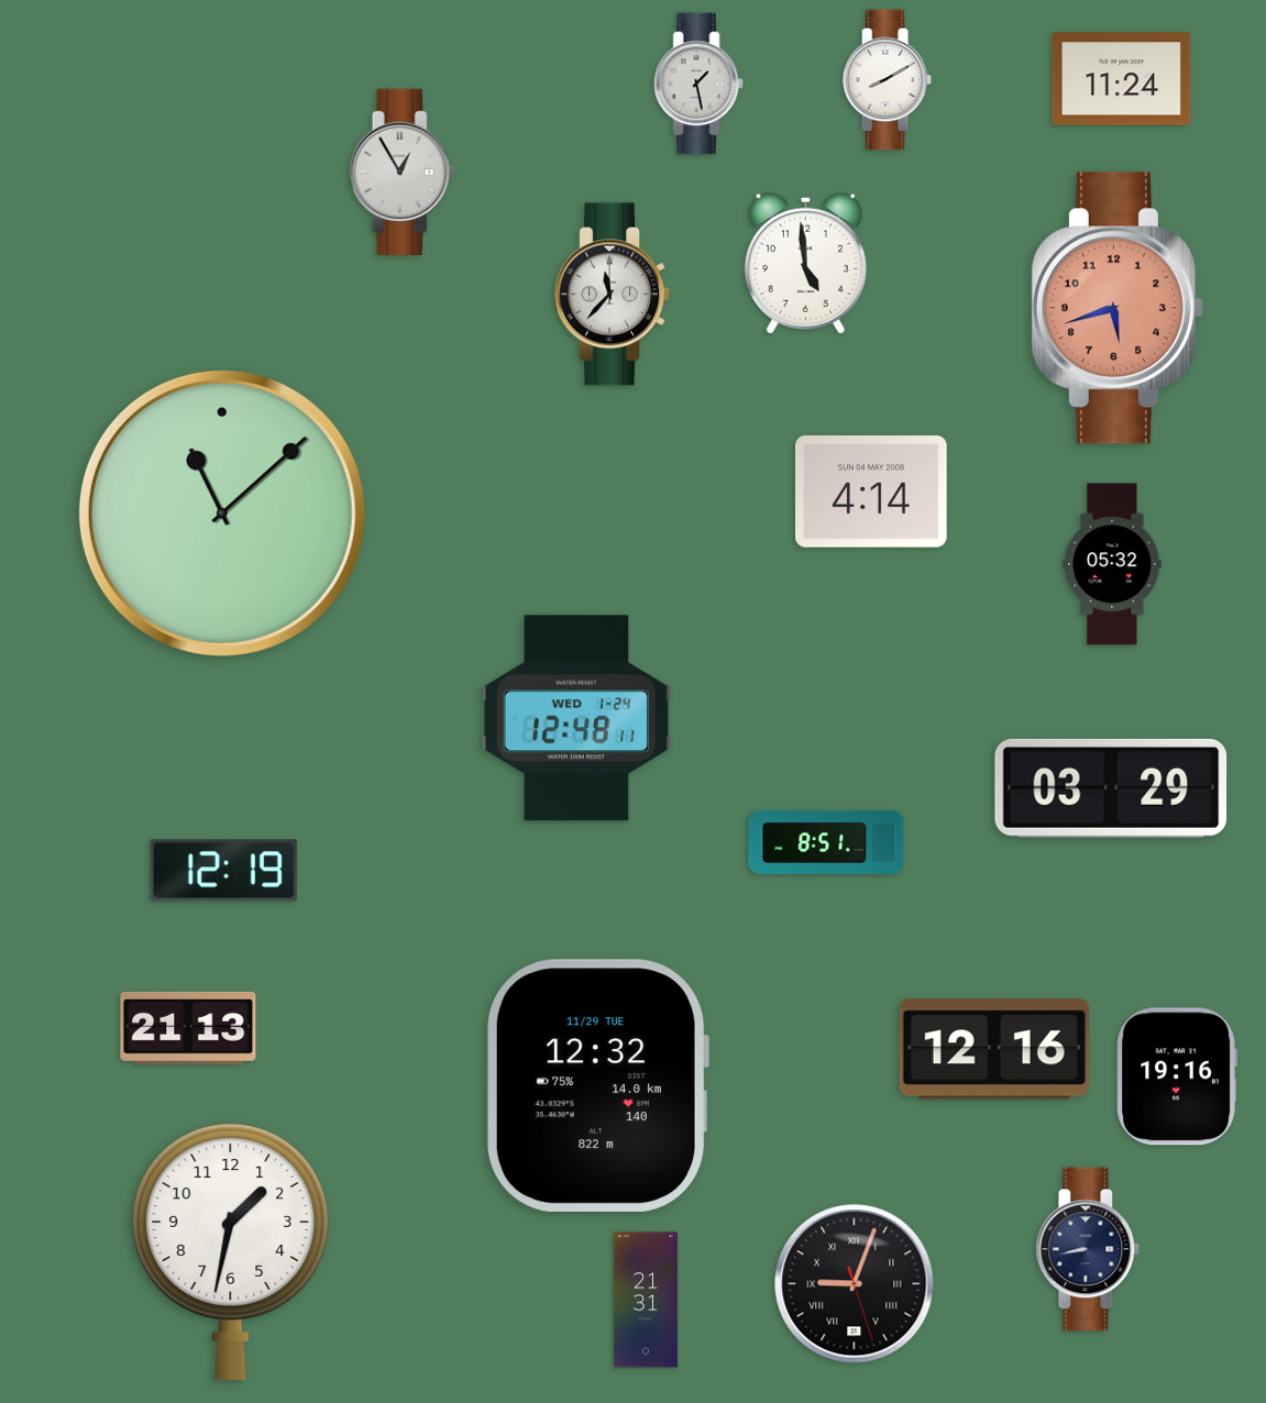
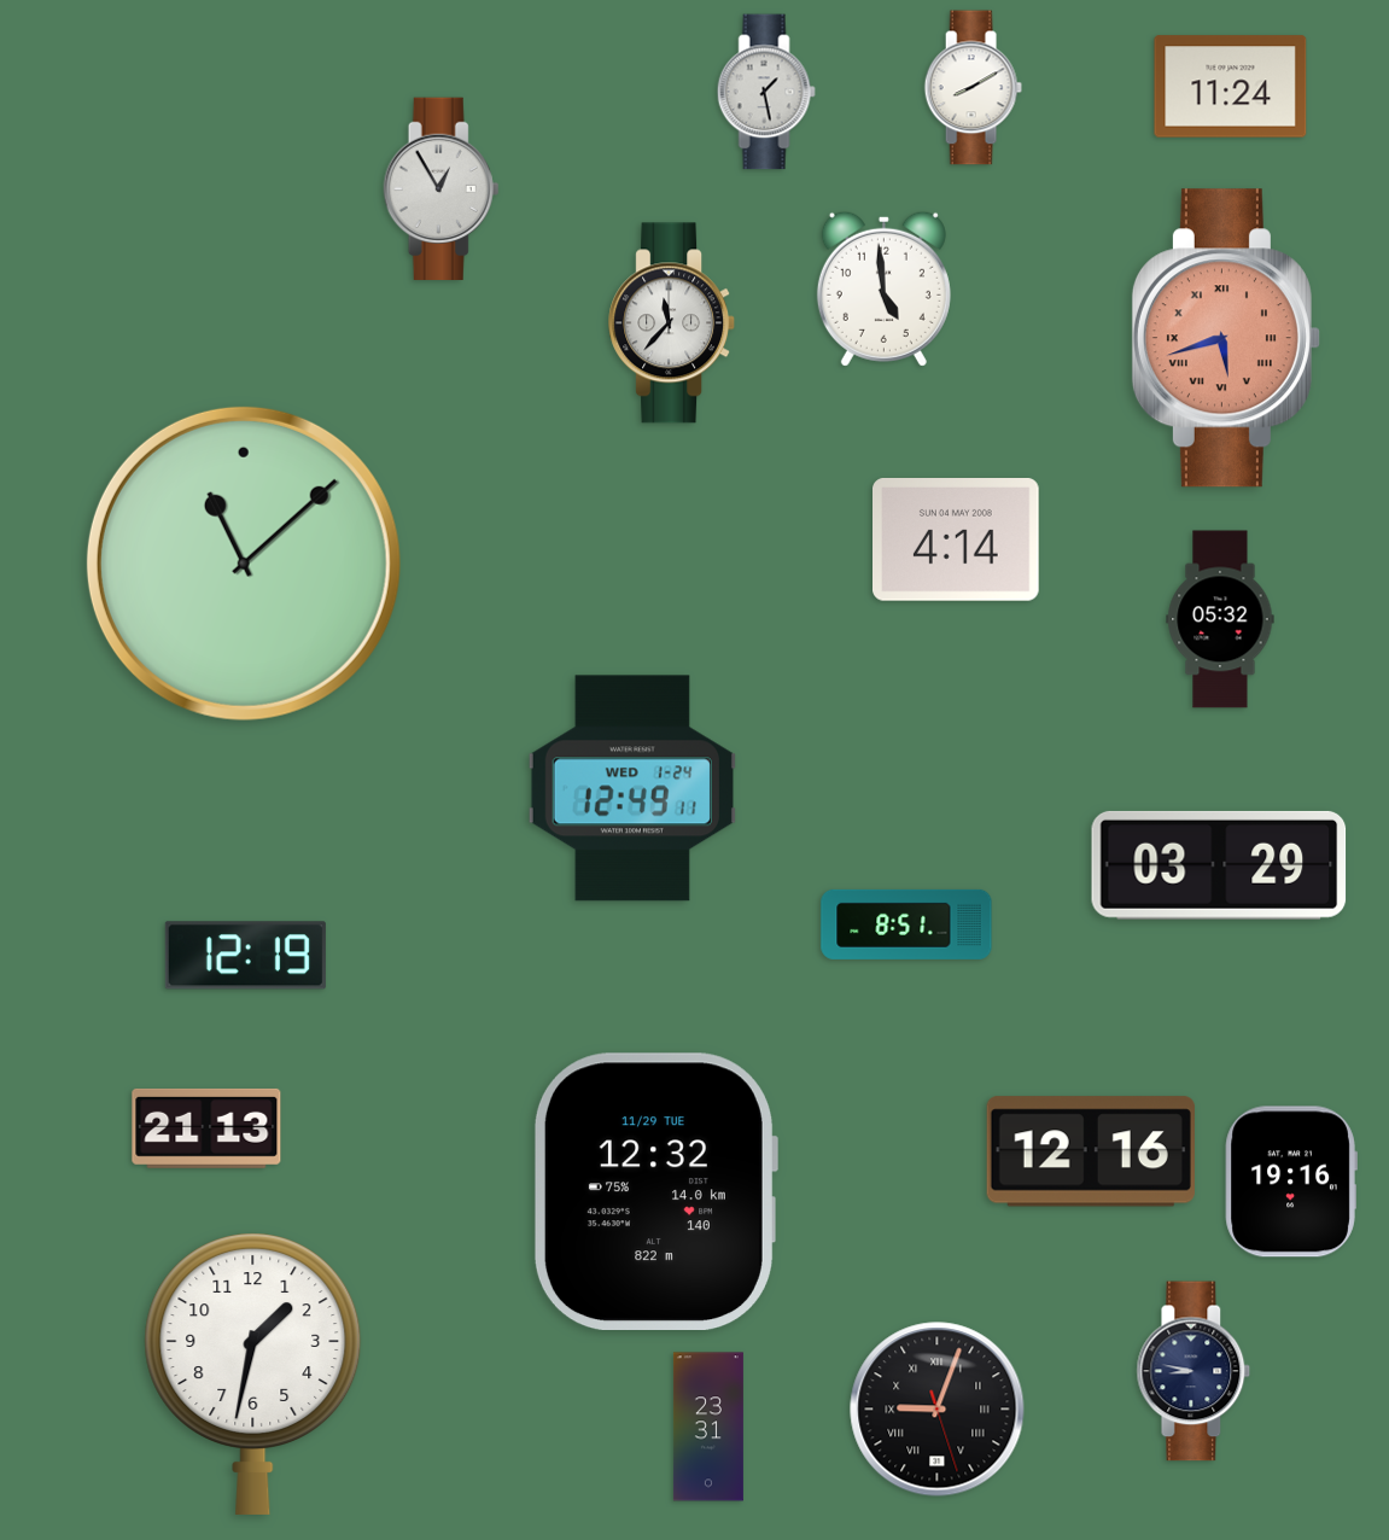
clock at (1118, 308) numerals: Arabic -> Roman
clock at (576, 718): 12:48 -> 12:49
clock at (1088, 1249): 8:43 -> 8:47
clock at (646, 1300): 21:31 -> 23:31
